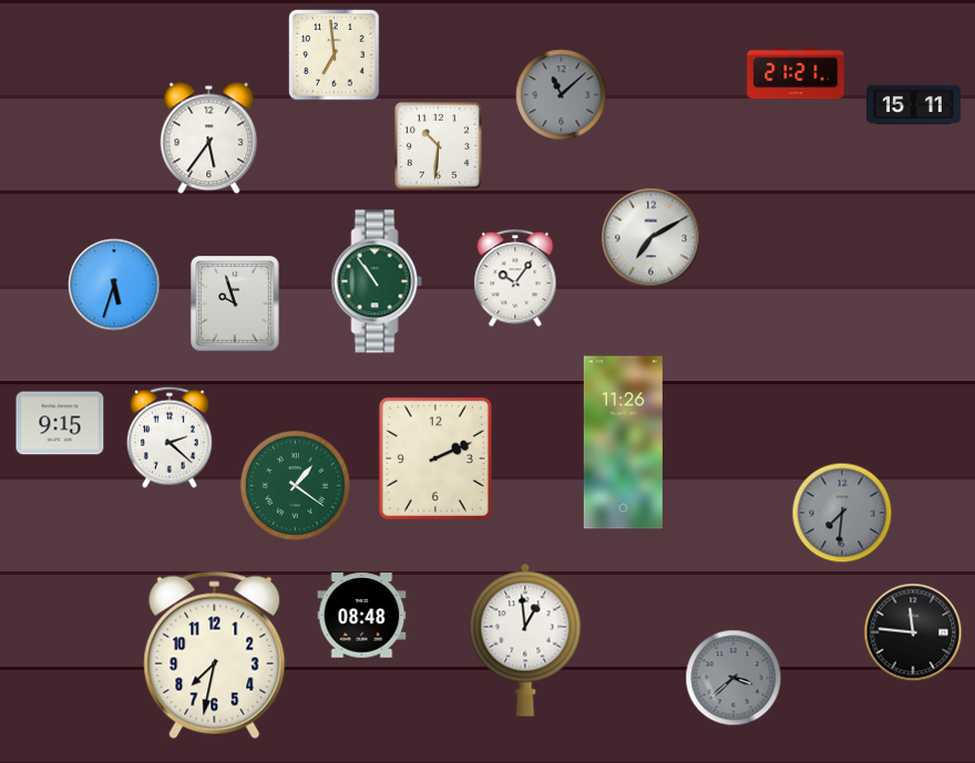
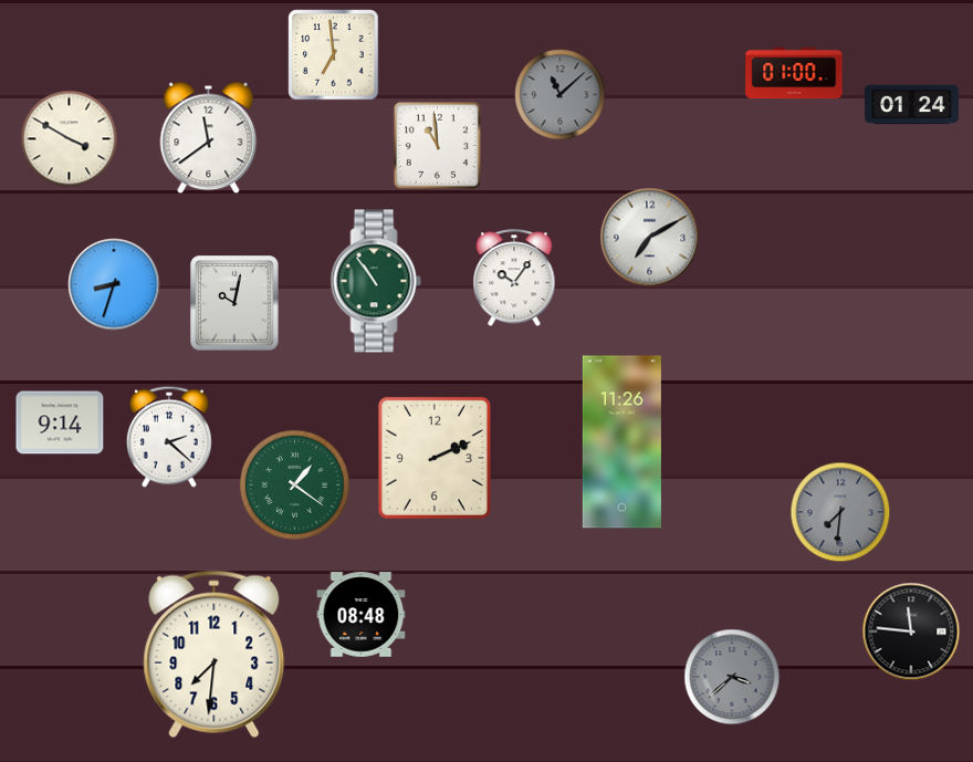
clock at (796, 73): 21:21 -> 01:00
clock at (914, 105): 15:11 -> 01:24
clock at (209, 138): 5:36 -> 11:39
clock at (70, 139): none -> 3:50
clock at (438, 145): 10:31 -> 10:59
clock at (114, 285): 5:33 -> 8:33
clock at (235, 303): 9:57 -> 10:02
clock at (60, 423): 9:15 -> 9:14
clock at (525, 640): 12:59 -> none
clock at (215, 656): 7:32 -> 7:31
